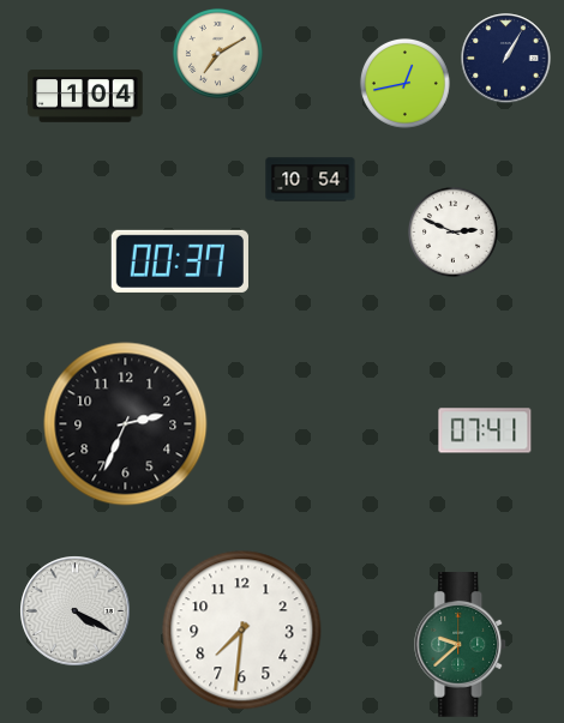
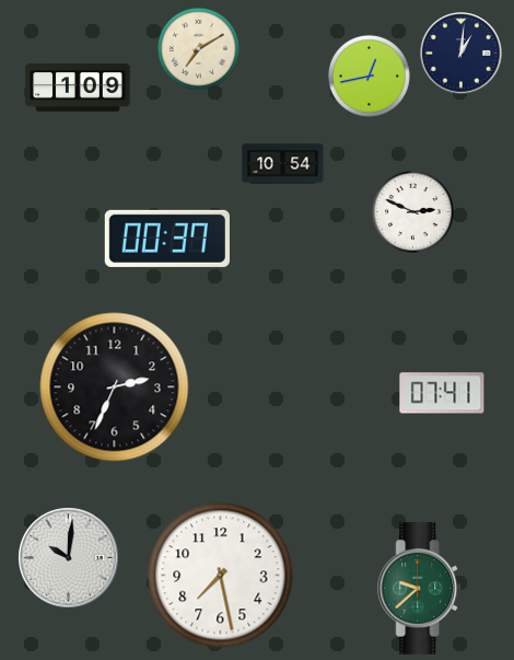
clock at (506, 59): 1:05 -> 1:01
clock at (85, 96): 1:04 -> 1:09
clock at (180, 261) position: (180, 261) -> (167, 239)
clock at (76, 611): 4:20 -> 10:01
clock at (242, 631): 7:31 -> 7:28
